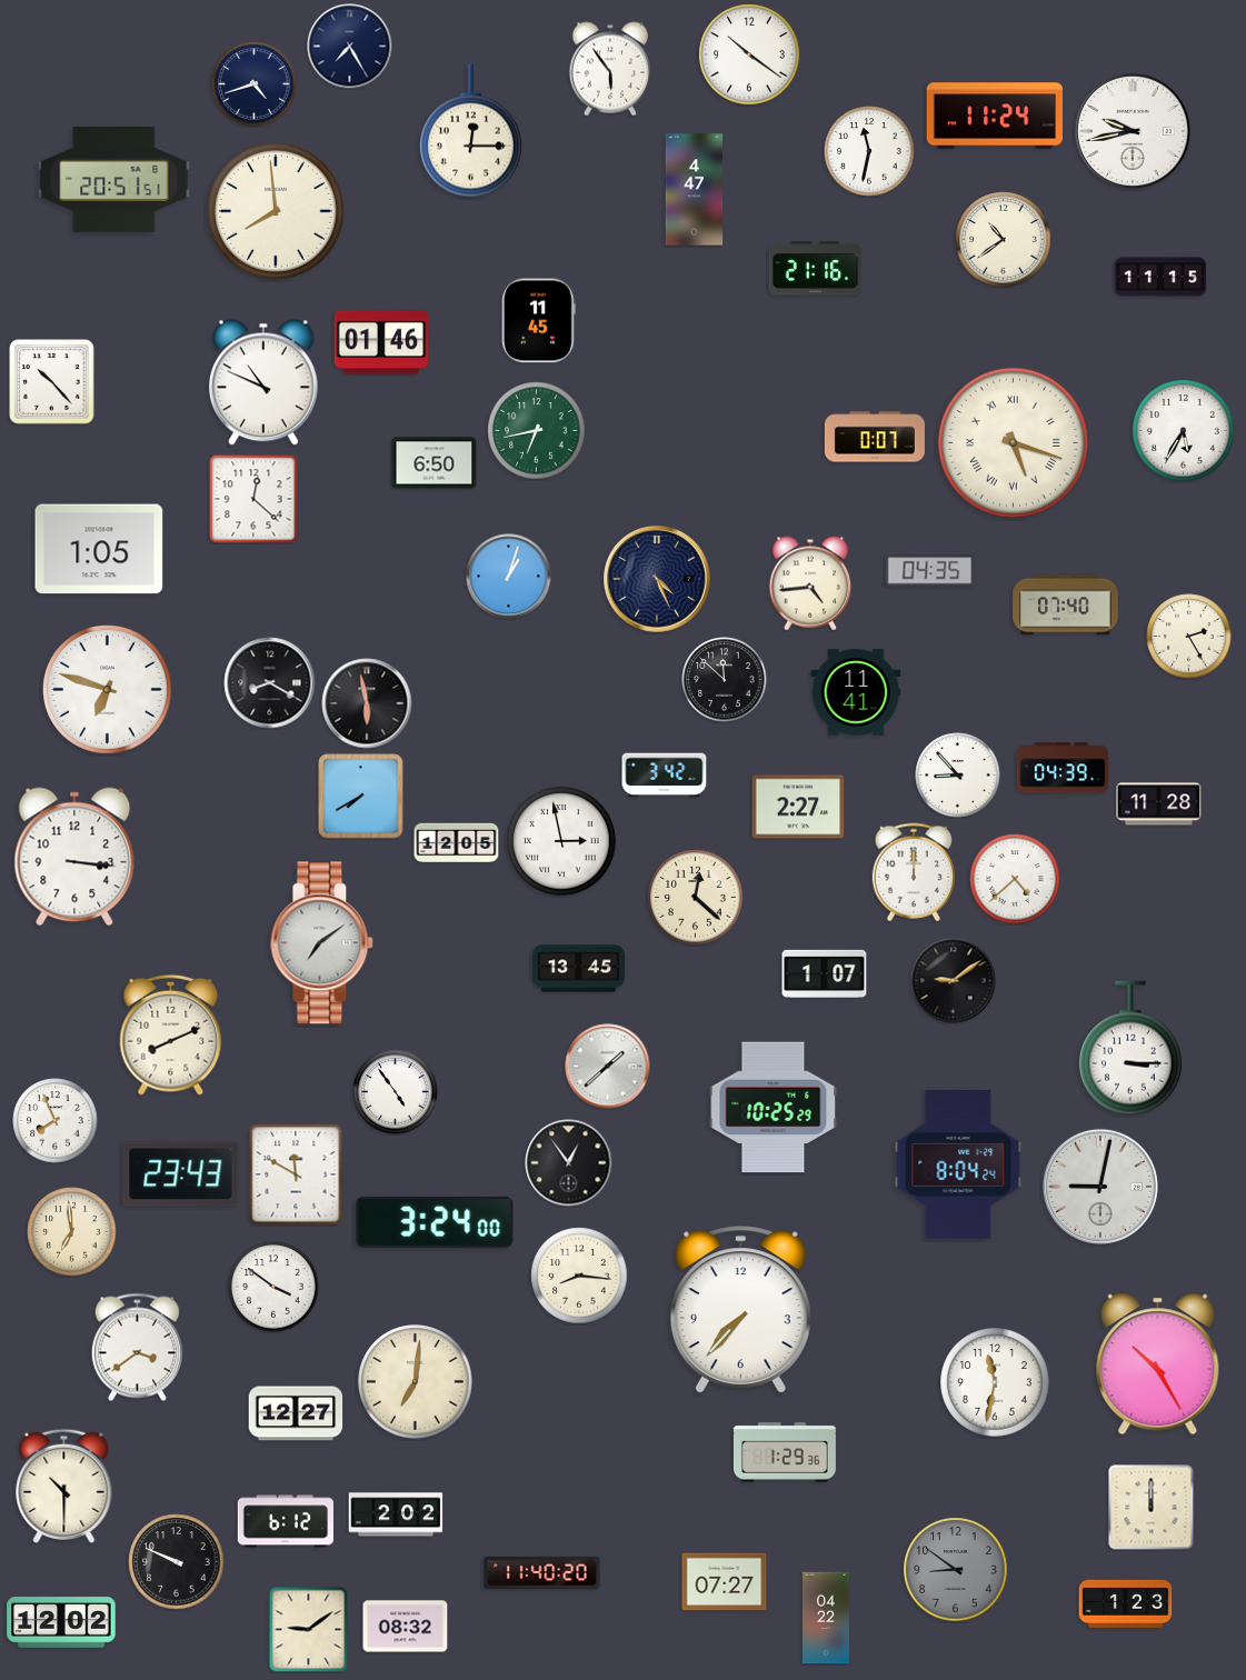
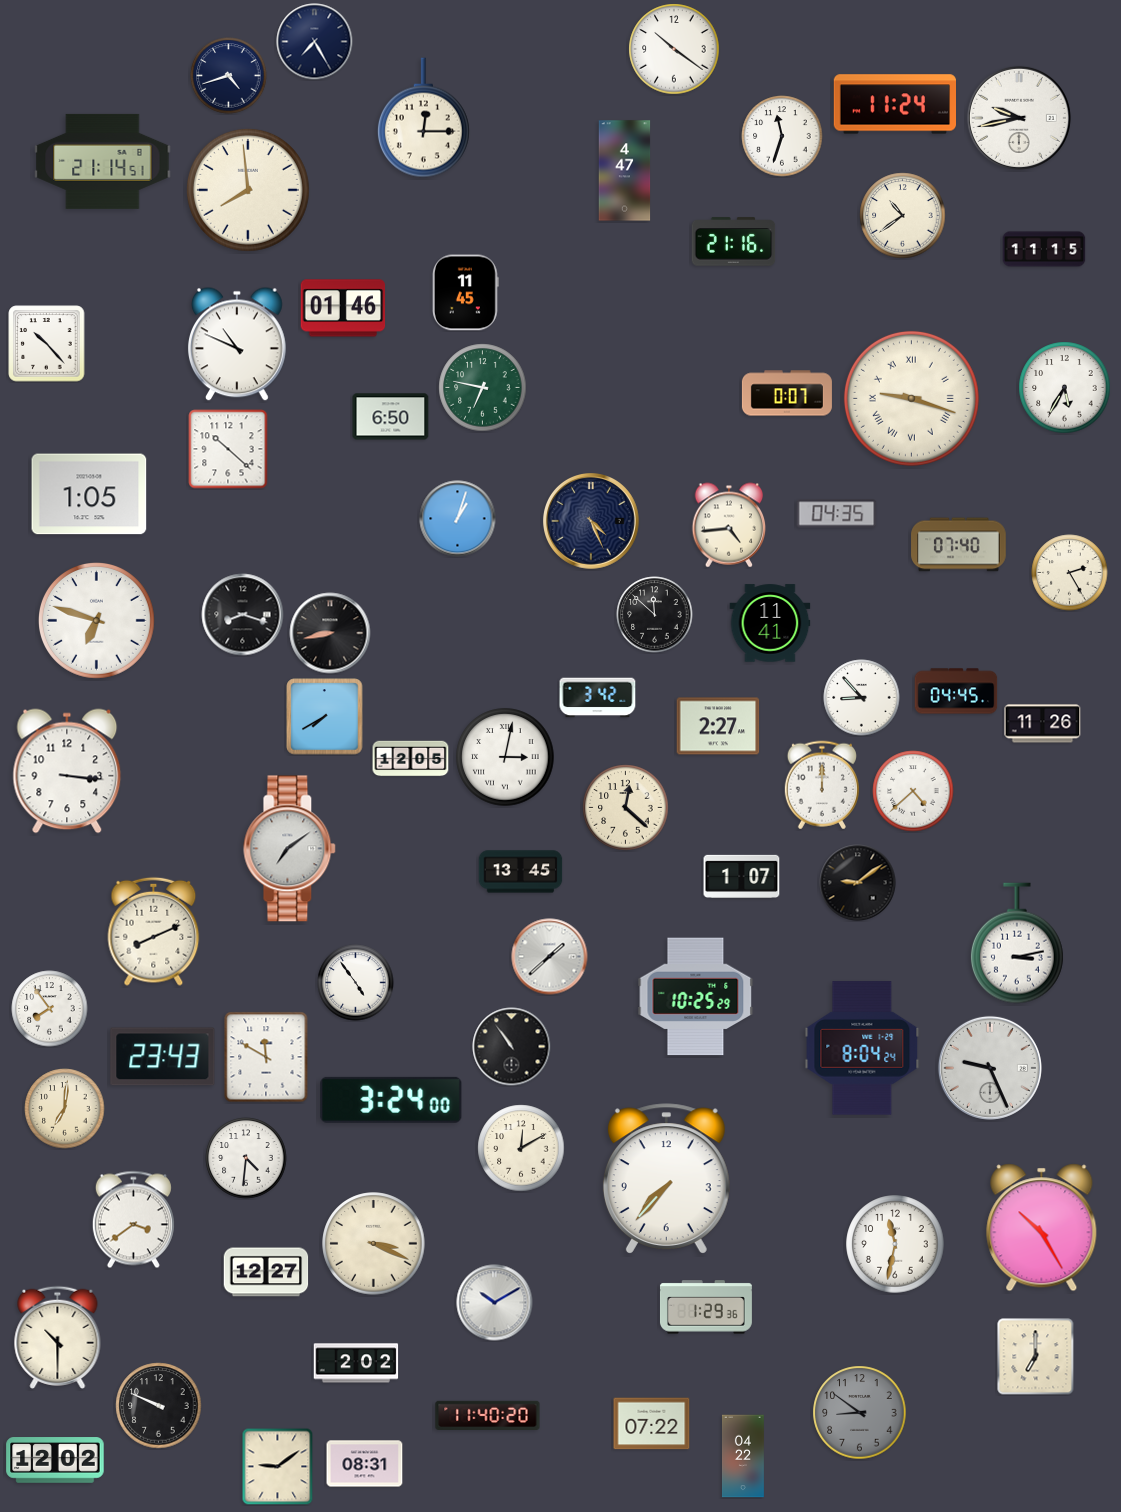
clock at (610, 69): 5:54 -> none
clock at (869, 151): 11:32 -> 11:33
clock at (114, 179): 20:51 -> 21:14
clock at (538, 321) position: (538, 321) -> (465, 293)
clock at (537, 431): 6:43 -> 6:47
clock at (1013, 442): 5:18 -> 9:18
clock at (253, 499): 12:22 -> 10:22
clock at (725, 680) position: (725, 680) -> (655, 615)
clock at (270, 683): 8:20 -> 8:18
clock at (367, 703): 5:58 -> 8:43
clock at (1063, 768): 04:39 -> 04:45
clock at (1159, 804): 11:28 -> 11:26
clock at (561, 841): 2:58 -> 3:02
clock at (1130, 1048): 3:15 -> 3:13
clock at (608, 1067) position: (608, 1067) -> (550, 957)
clock at (56, 1121): 7:56 -> 7:54
clock at (569, 1163): 12:54 -> 10:54
clock at (1100, 1187): 9:02 -> 9:26
clock at (72, 1232): 6:59 -> 7:01
clock at (579, 1276): 8:16 -> 12:10
clock at (273, 1287): 3:51 -> 4:31
clock at (137, 1348) position: (137, 1348) -> (133, 1220)
clock at (416, 1382): 7:01 -> 3:19
clock at (495, 1303): none -> 10:10
clock at (1152, 1508): 12:00 -> 7:00
clock at (285, 1521): 6:12 -> none
clock at (725, 1582): 07:27 -> 07:22
clock at (1126, 1603): 1:23 -> none
clock at (406, 1627): 08:32 -> 08:31
